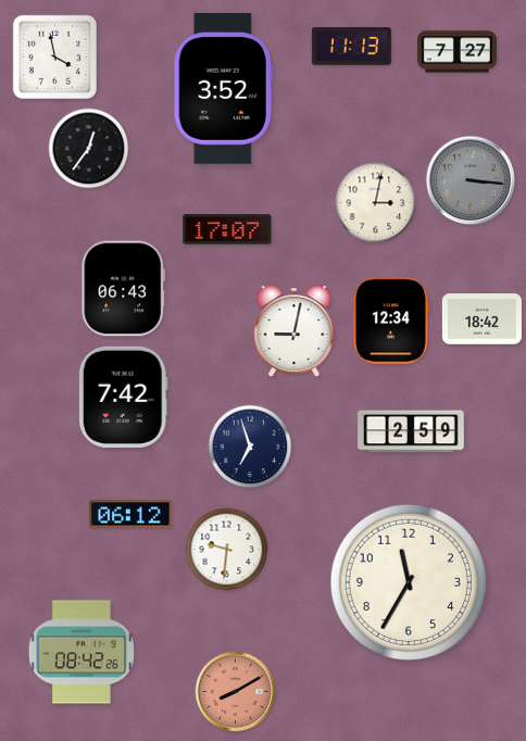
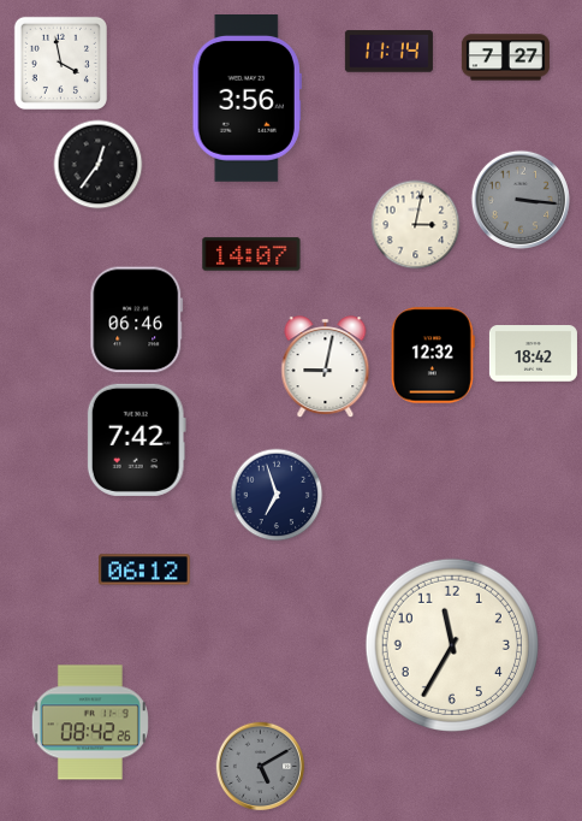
clock at (351, 47): 11:13 -> 11:14
clock at (223, 89): 3:52 -> 3:56
clock at (227, 229): 17:07 -> 14:07
clock at (124, 289): 06:43 -> 06:46
clock at (391, 321): 12:34 -> 12:32
clock at (411, 431): 2:59 -> none
clock at (227, 550): 9:31 -> none
clock at (236, 692): 8:10 -> 5:10
clock at (236, 692) dial: salmon -> grey
